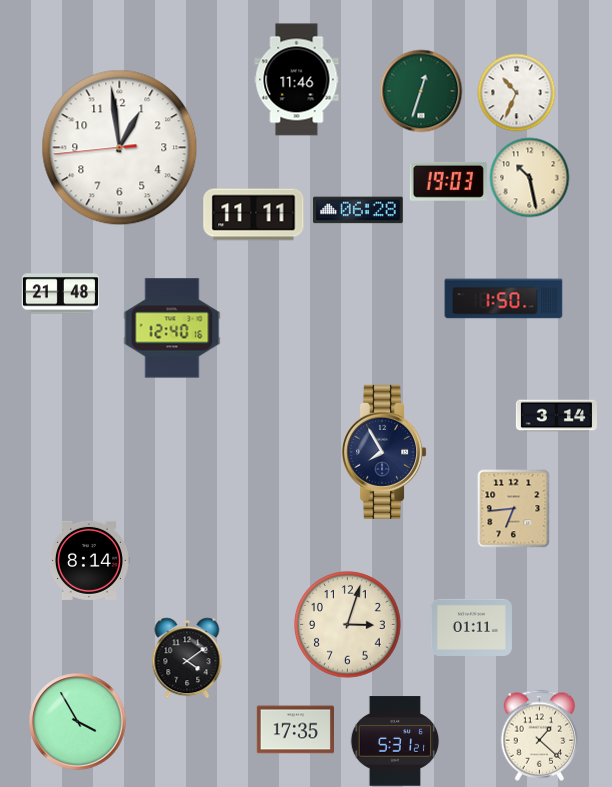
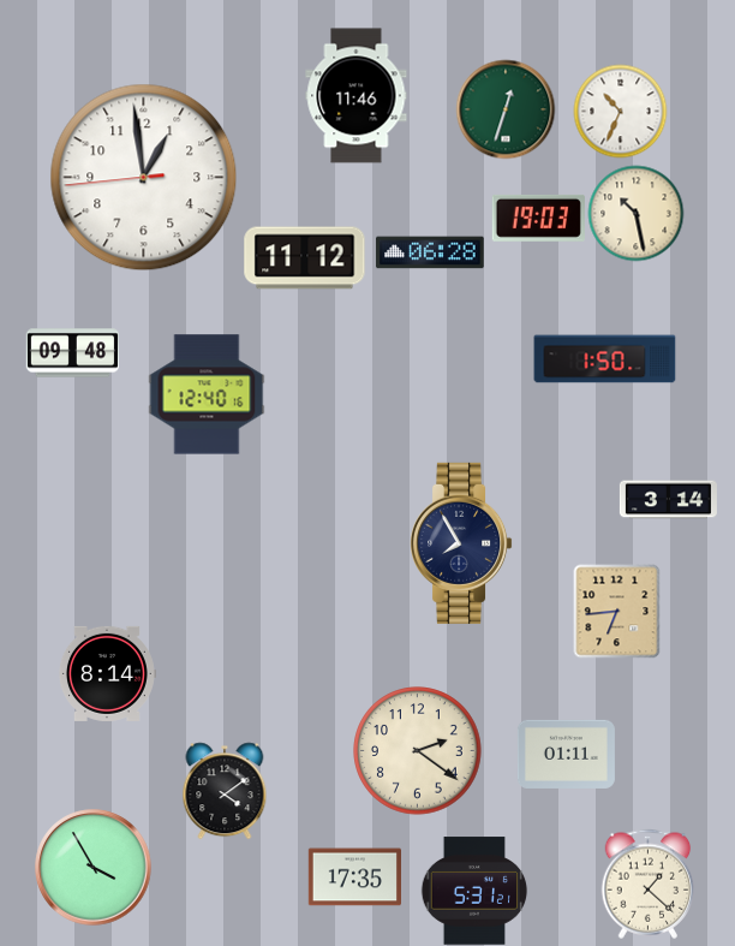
clock at (254, 215): 11:11 -> 11:12
clock at (60, 294): 21:48 -> 09:48
clock at (348, 625): 3:03 -> 2:21
